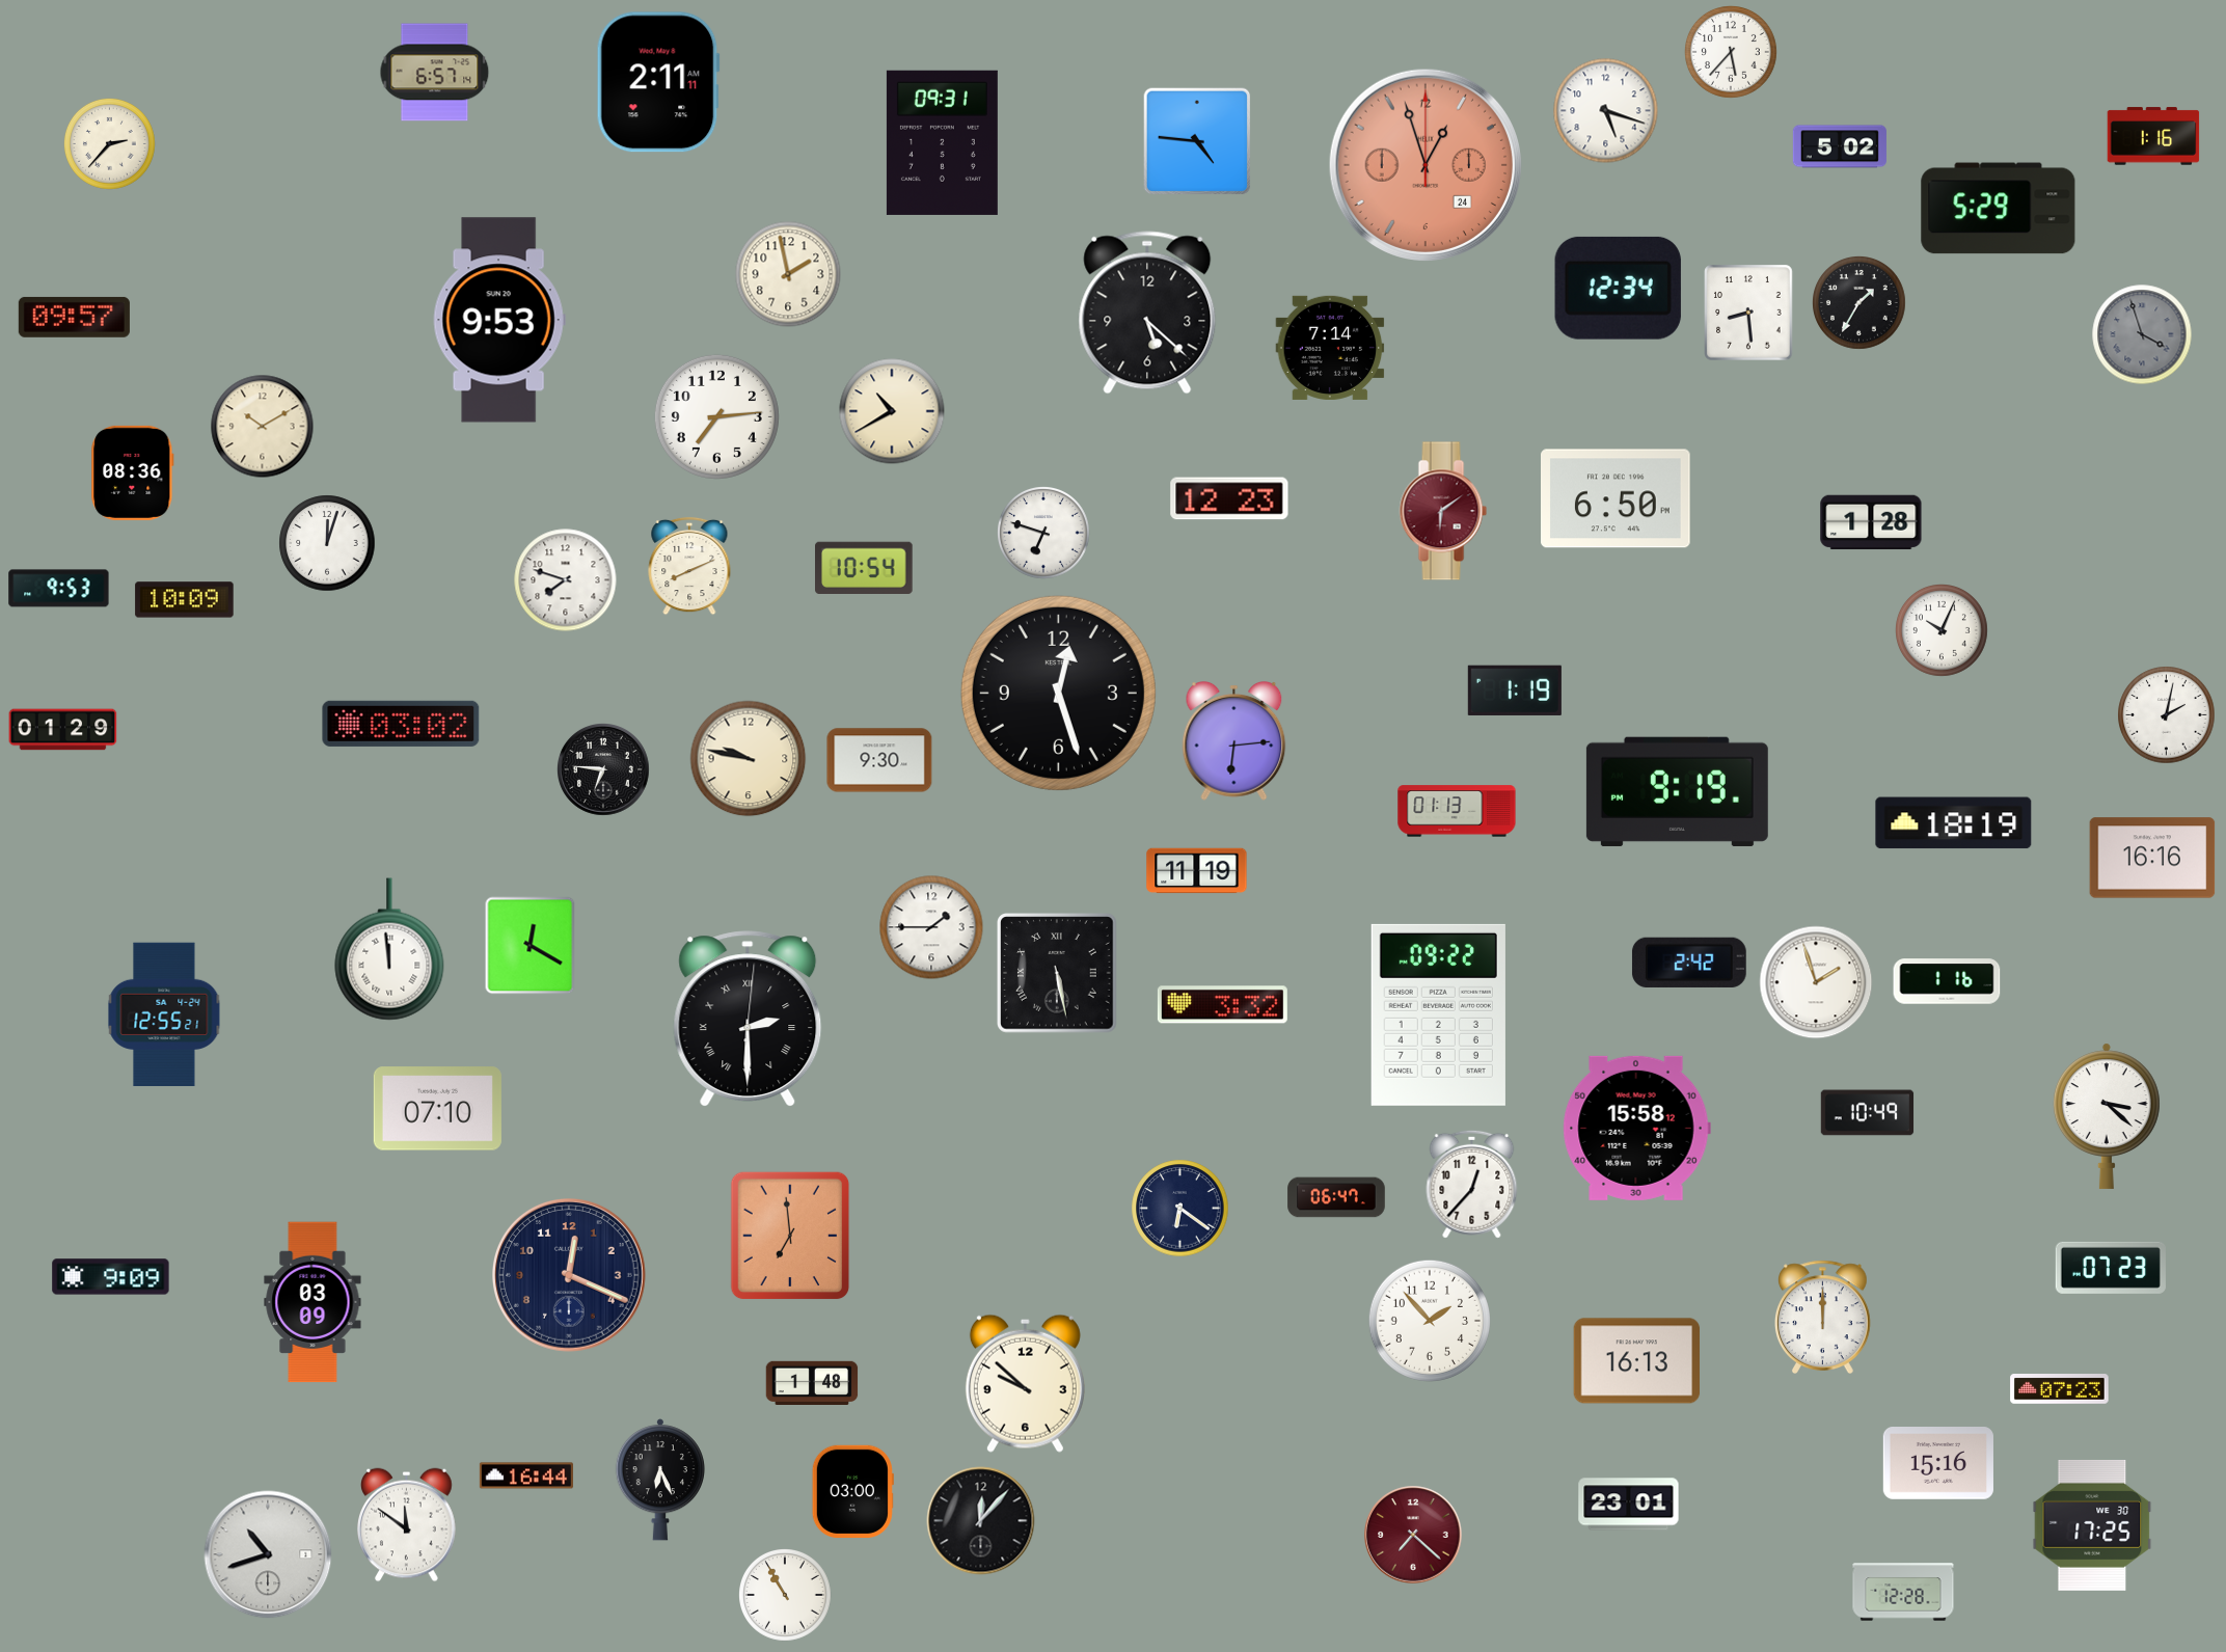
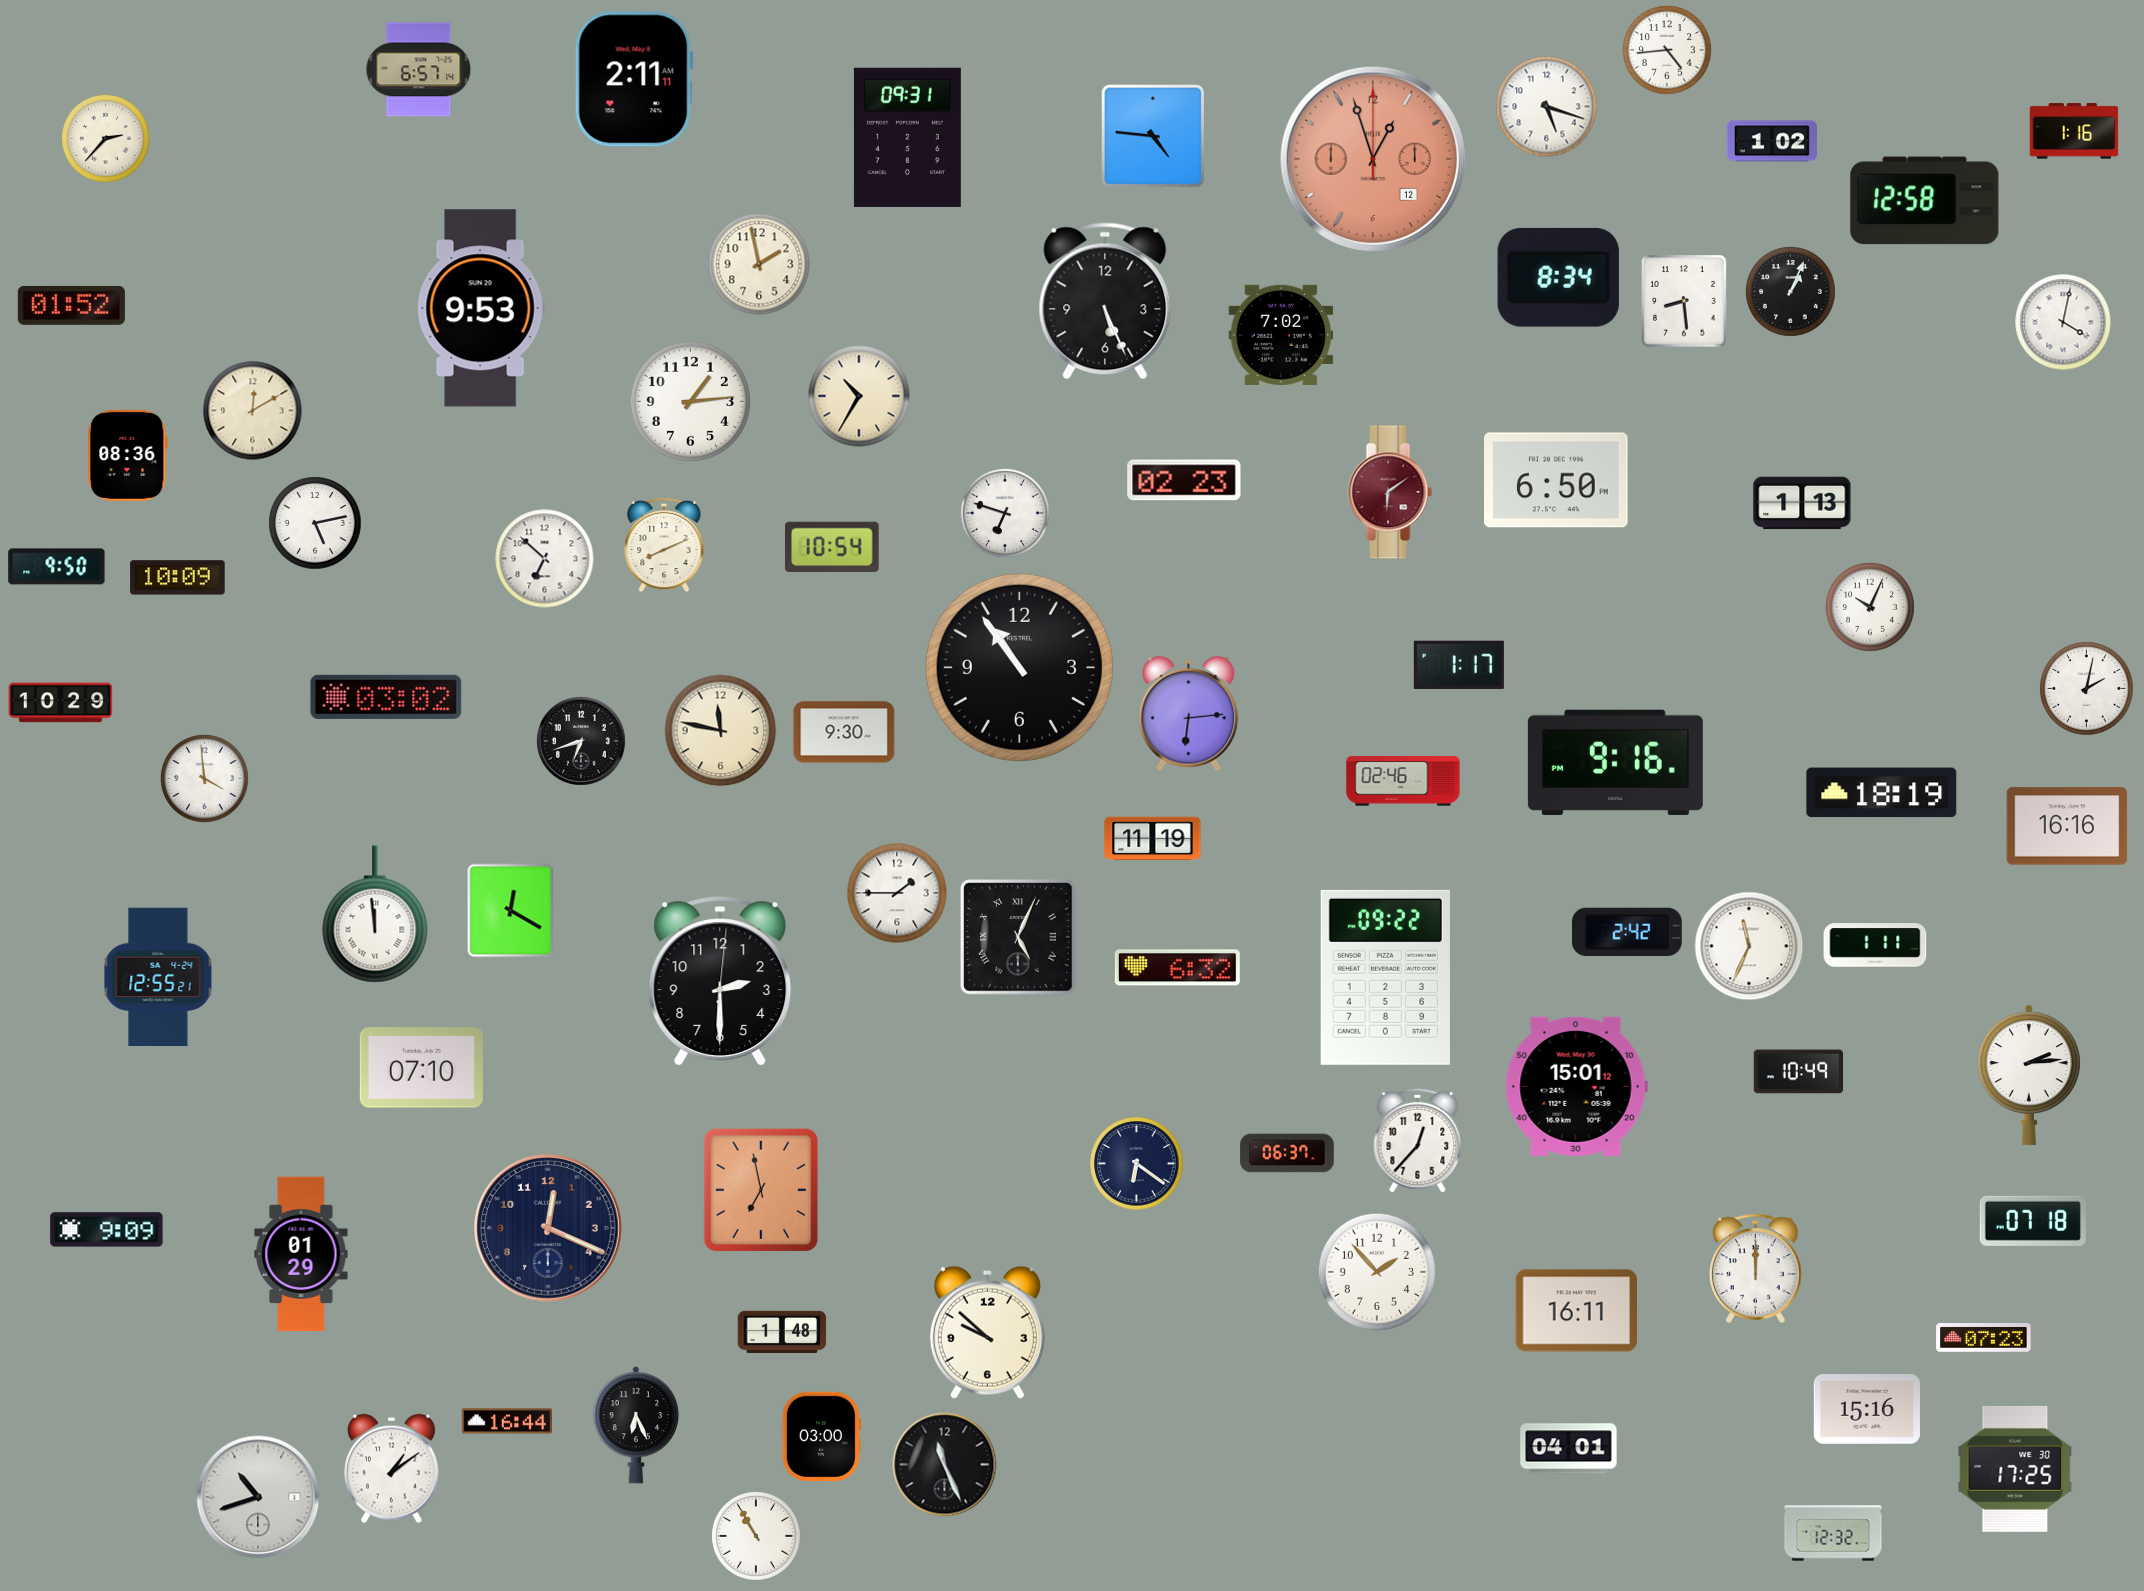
clock at (1732, 53): 5:37 -> 4:44
clock at (1840, 146): 5:02 -> 1:02
clock at (1426, 165) date: 24 -> 12
clock at (1999, 209): 5:29 -> 12:58
clock at (1618, 288): 12:34 -> 8:34
clock at (1859, 303): 1:35 -> 1:04
clock at (1147, 313): 5:22 -> 5:26
clock at (74, 317): 09:57 -> 01:52
clock at (2142, 334): 3:57 -> 4:02
clock at (2142, 334) dial: grey -> white
clock at (1330, 348): 7:14 -> 7:02
clock at (892, 411): 10:40 -> 10:35
clock at (716, 416): 7:14 -> 1:14
clock at (263, 427): 10:10 -> 12:10
clock at (1229, 498): 12:23 -> 02:23
clock at (1871, 522): 1:28 -> 1:13
clock at (327, 543): 12:03 -> 5:13
clock at (566, 580): 7:48 -> 6:52
clock at (59, 589): 9:53 -> 9:50
clock at (1515, 690): 1:19 -> 1:17
clock at (1058, 693): 12:27 -> 10:54
clock at (63, 730): 01:29 -> 10:29
clock at (749, 759): 9:47 -> 11:47
clock at (879, 760) position: (879, 760) -> (844, 732)
clock at (604, 770): 6:46 -> 6:42
clock at (1677, 791): 9:19 -> 9:16
clock at (204, 778): none -> 3:59
clock at (1457, 811): 01:13 -> 02:46
clock at (2152, 858) position: (2152, 858) -> (2067, 826)
clock at (1689, 963) position: (1689, 963) -> (1627, 932)
clock at (1058, 974): 5:28 -> 5:04
clock at (1947, 981): 1:16 -> 1:11
clock at (1816, 982): 1:57 -> 11:34
clock at (1222, 1005): 3:32 -> 6:32
clock at (748, 1019) numerals: Roman -> Arabic
clock at (2107, 1116): 3:22 -> 2:14
clock at (1636, 1128): 15:58 -> 15:01
clock at (1336, 1197): 06:47 -> 06:37
clock at (790, 1236): 6:59 -> 6:58
clock at (2111, 1268): 07:23 -> 07:18
clock at (313, 1302): 03:09 -> 01:29
clock at (1637, 1361): 16:13 -> 16:11
clock at (1629, 1505): 23:01 -> 04:01
clock at (981, 1521): 12:07 -> 11:26
clock at (407, 1525): 11:51 -> 1:09
clock at (1413, 1535): 7:22 -> none
clock at (1903, 1592): 12:28 -> 12:32
